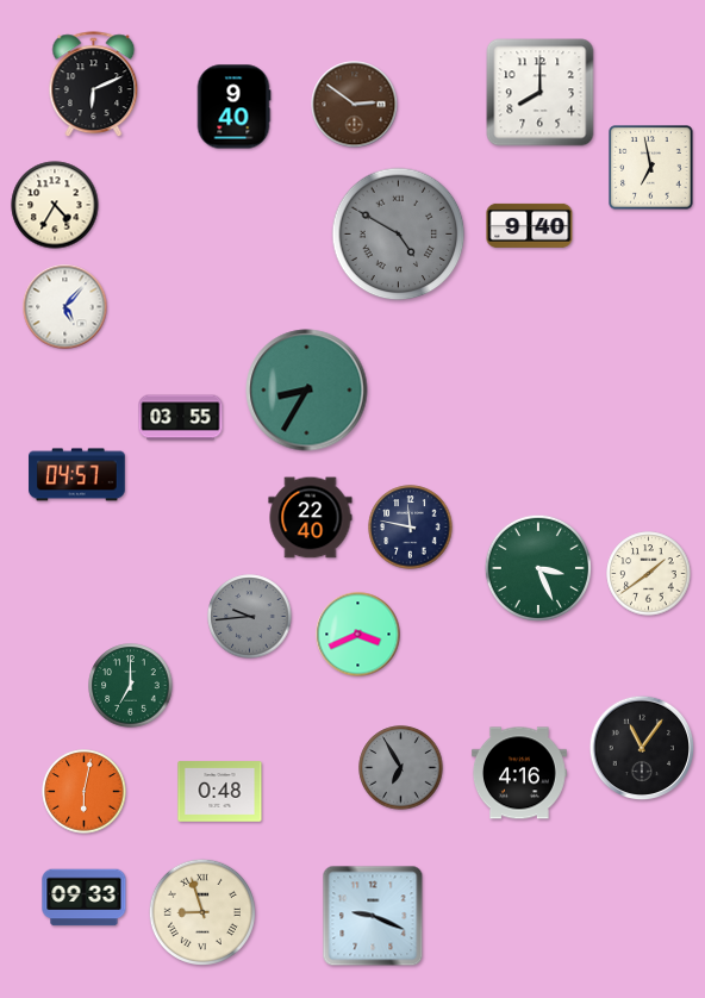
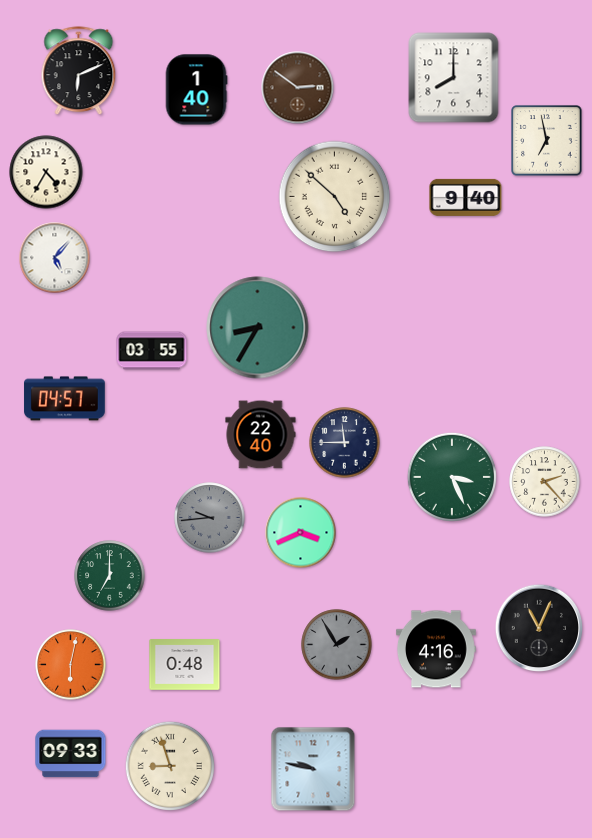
clock at (233, 107): 9:40 -> 1:40
clock at (530, 225) position: (530, 225) -> (466, 197)
clock at (399, 235): 4:50 -> 4:52
clock at (399, 235) dial: grey -> cream
clock at (411, 528): 11:47 -> 11:45
clock at (649, 574): 1:39 -> 2:23
clock at (642, 748): 11:06 -> 11:04
clock at (401, 768): 6:55 -> 1:55
clock at (373, 916): 9:19 -> 9:47
